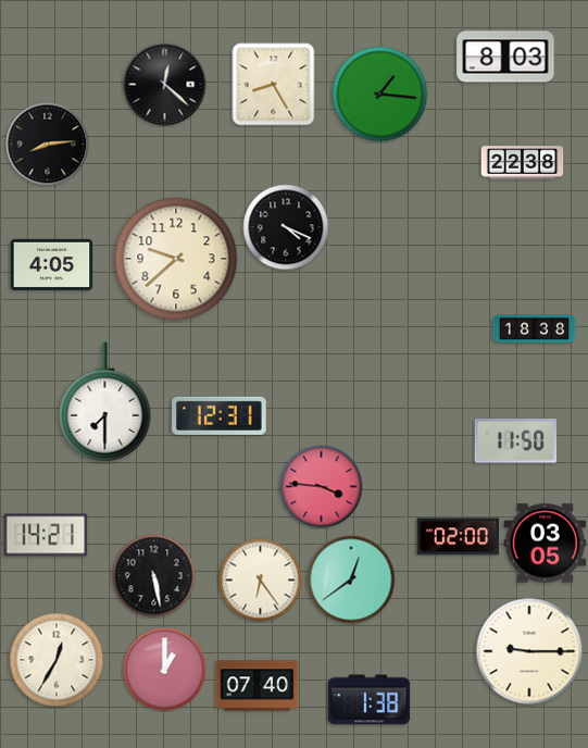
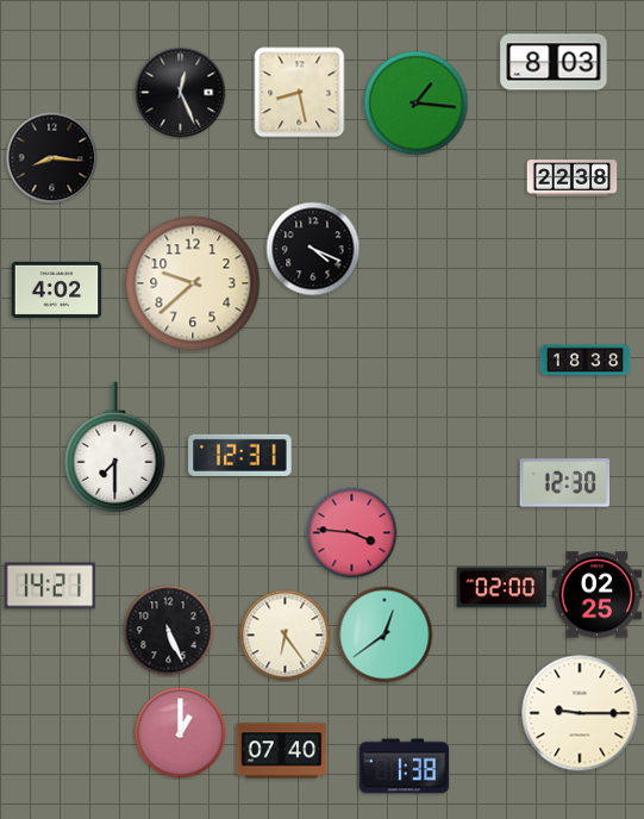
clock at (165, 85): 12:22 -> 12:26
clock at (274, 85): 8:25 -> 8:28
clock at (48, 145): 8:14 -> 8:16
clock at (52, 264): 4:05 -> 4:02
clock at (105, 402) position: (105, 402) -> (115, 448)
clock at (516, 441): 11:50 -> 12:30
clock at (546, 544): 03:05 -> 02:25
clock at (154, 576): 5:28 -> 5:26
clock at (57, 660): 12:35 -> none
